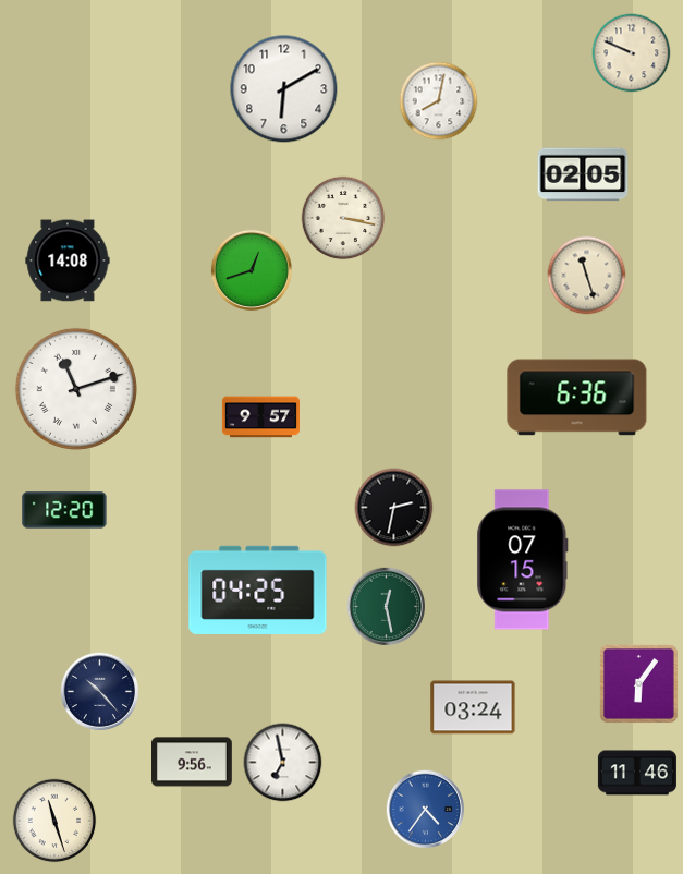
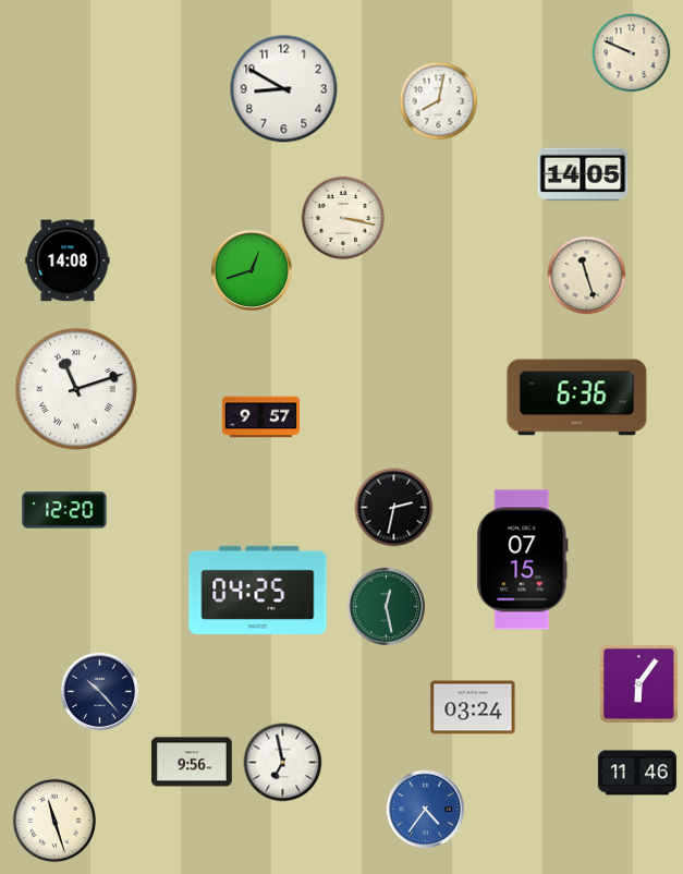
clock at (284, 89): 6:10 -> 8:50
clock at (583, 174): 02:05 -> 14:05
